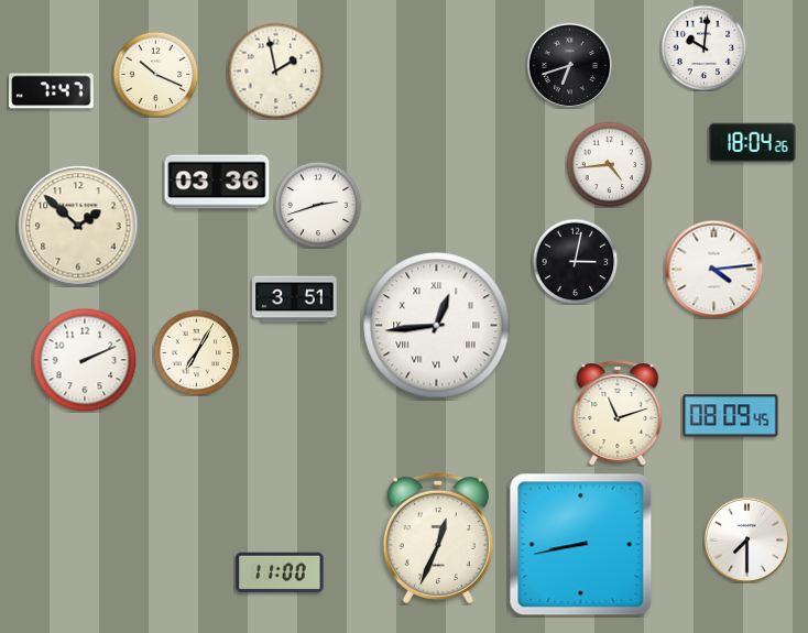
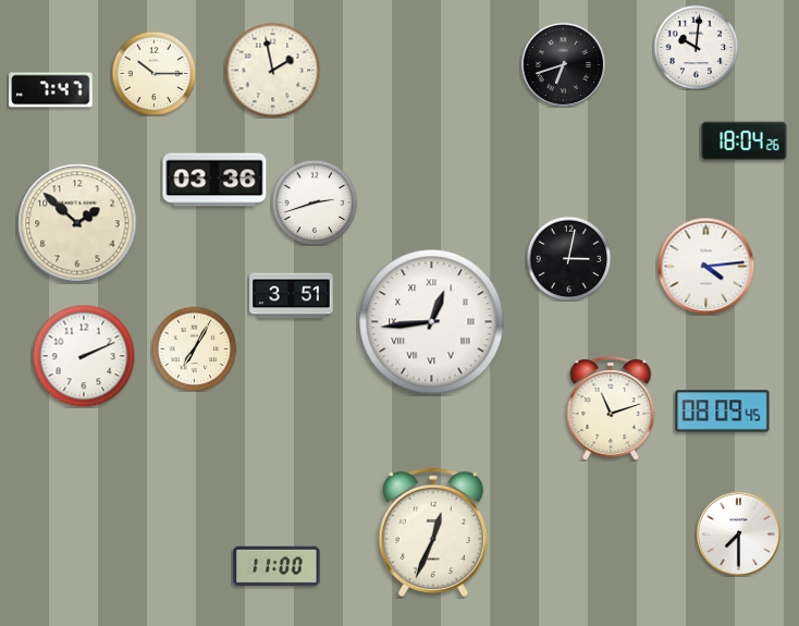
clock at (155, 74): 10:19 -> 10:15
clock at (609, 164): 4:44 -> none
clock at (581, 545): 8:43 -> none
